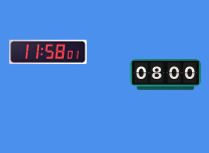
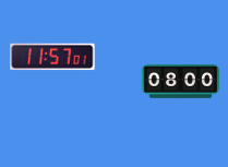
clock at (48, 52): 11:58 -> 11:57
